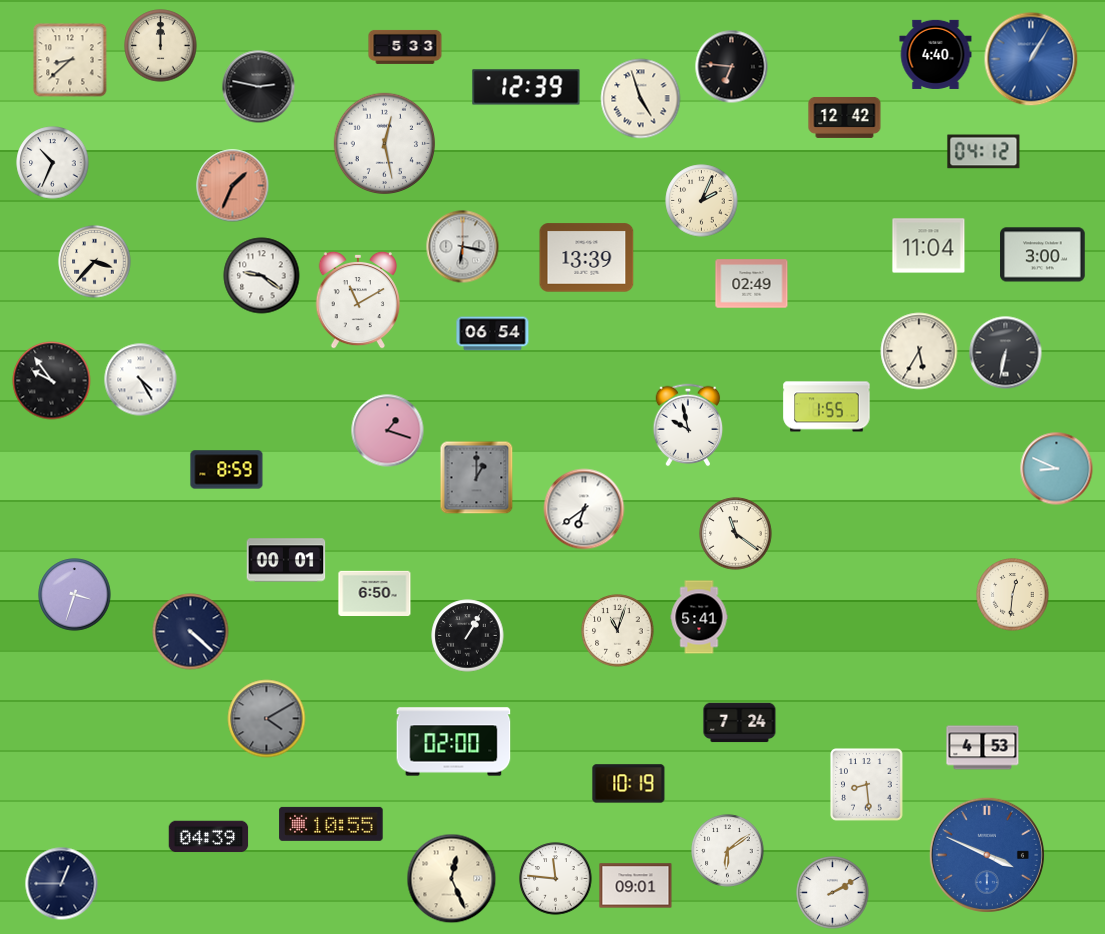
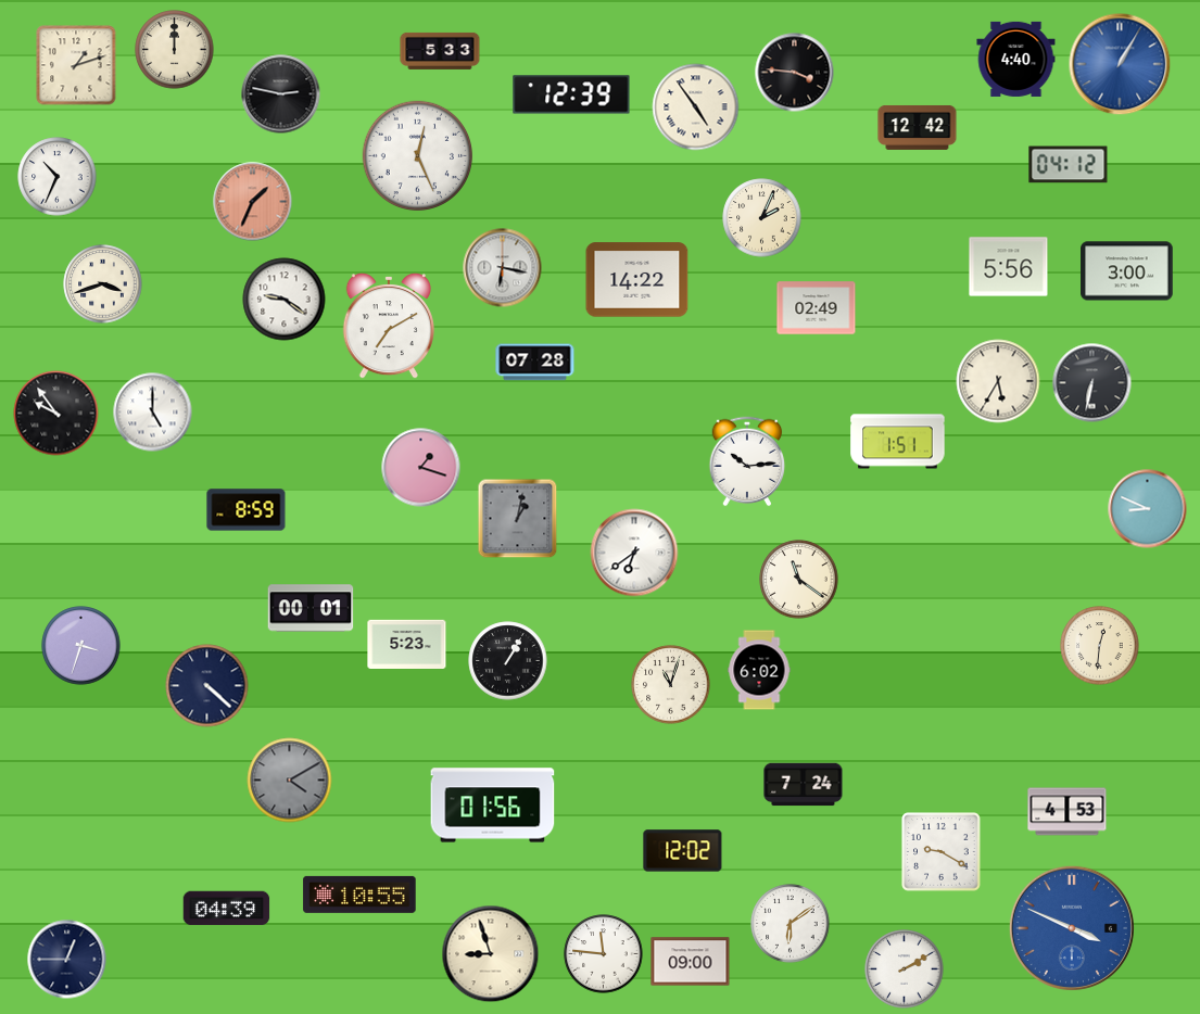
clock at (70, 60): 8:38 -> 1:12
clock at (732, 67): 6:46 -> 3:46
clock at (641, 99): 4:57 -> 4:54
clock at (384, 143): 12:28 -> 12:26
clock at (929, 246): 11:04 -> 5:56
clock at (1043, 255) position: (1043, 255) -> (1127, 271)
clock at (587, 258): 13:39 -> 14:22
clock at (95, 262): 3:37 -> 3:42
clock at (358, 300): 11:10 -> 7:10
clock at (493, 334): 06:54 -> 07:28
clock at (141, 380): 4:25 -> 5:00
clock at (827, 407): 1:55 -> 1:51
clock at (688, 425): 9:58 -> 10:14
clock at (477, 478): 1:00 -> 1:02
clock at (375, 594): 6:50 -> 5:23
clock at (699, 617): 5:41 -> 6:02
clock at (468, 636) position: (468, 636) -> (508, 661)
clock at (454, 742): 02:00 -> 01:56
clock at (629, 784): 10:19 -> 12:02
clock at (867, 785): 8:29 -> 9:20
clock at (452, 879): 12:26 -> 8:57
clock at (636, 886): 09:01 -> 09:00
